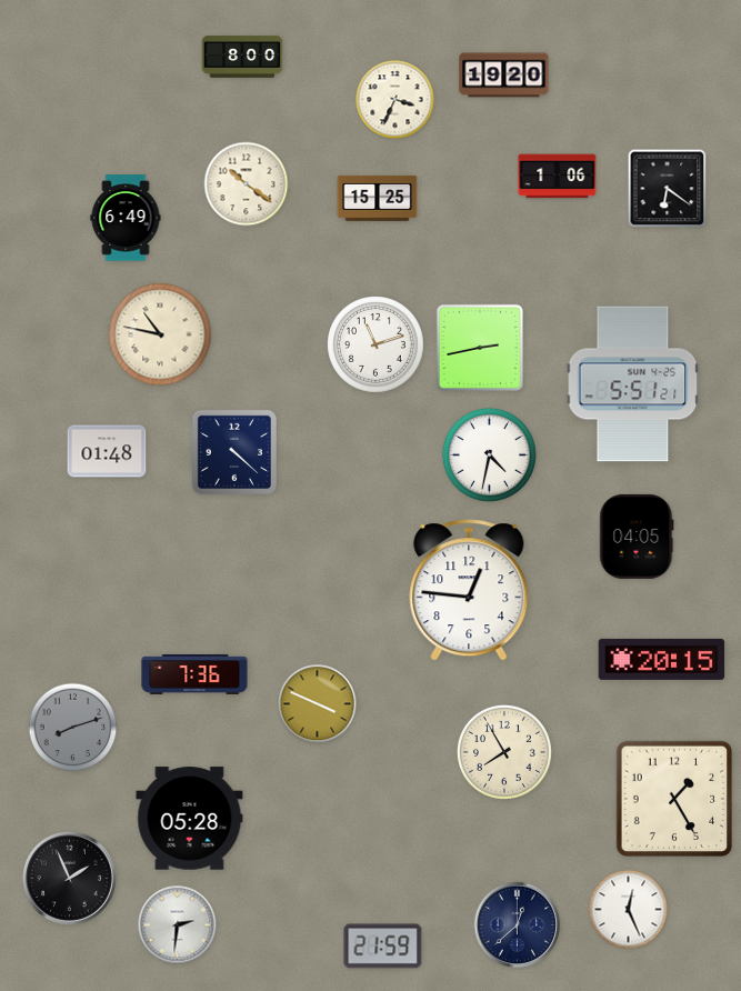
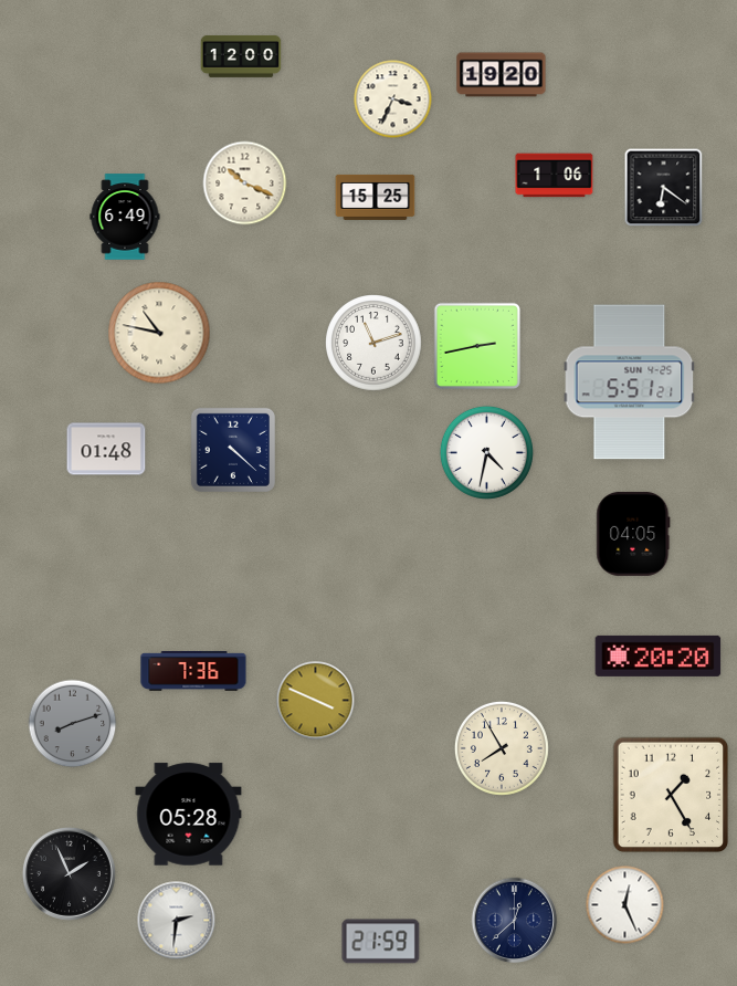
clock at (242, 57): 8:00 -> 12:00
clock at (247, 184): 10:21 -> 10:19
clock at (469, 590): 12:46 -> none
clock at (662, 659): 20:15 -> 20:20
